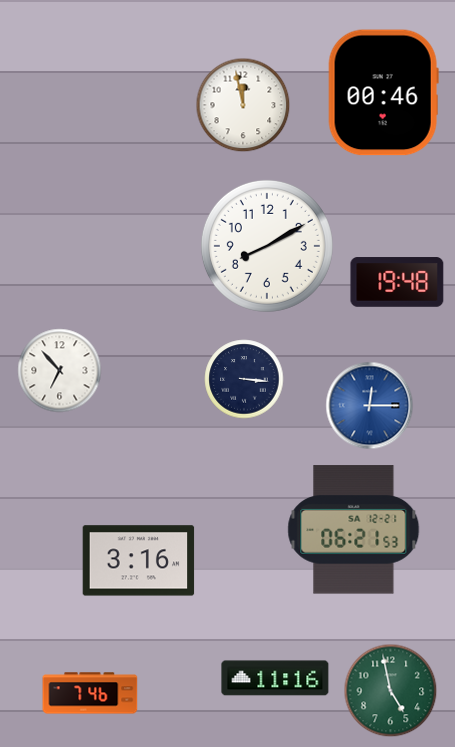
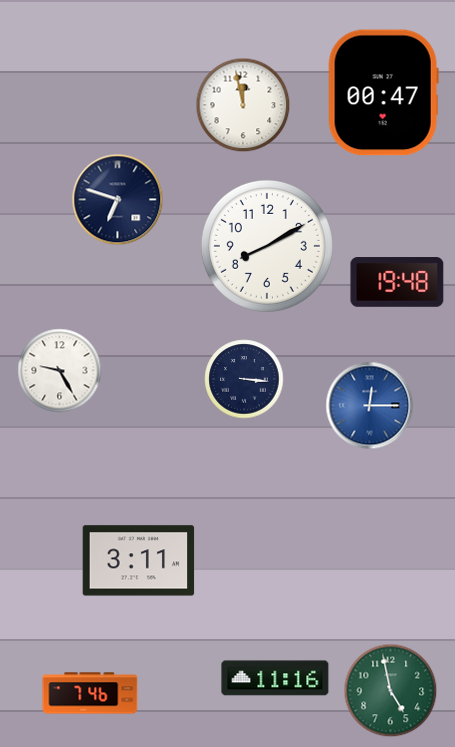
clock at (383, 93): 00:46 -> 00:47
clock at (118, 200): none -> 6:48
clock at (60, 371): 6:53 -> 9:25
clock at (354, 530): 06:21 -> none
clock at (139, 561): 3:16 -> 3:11
